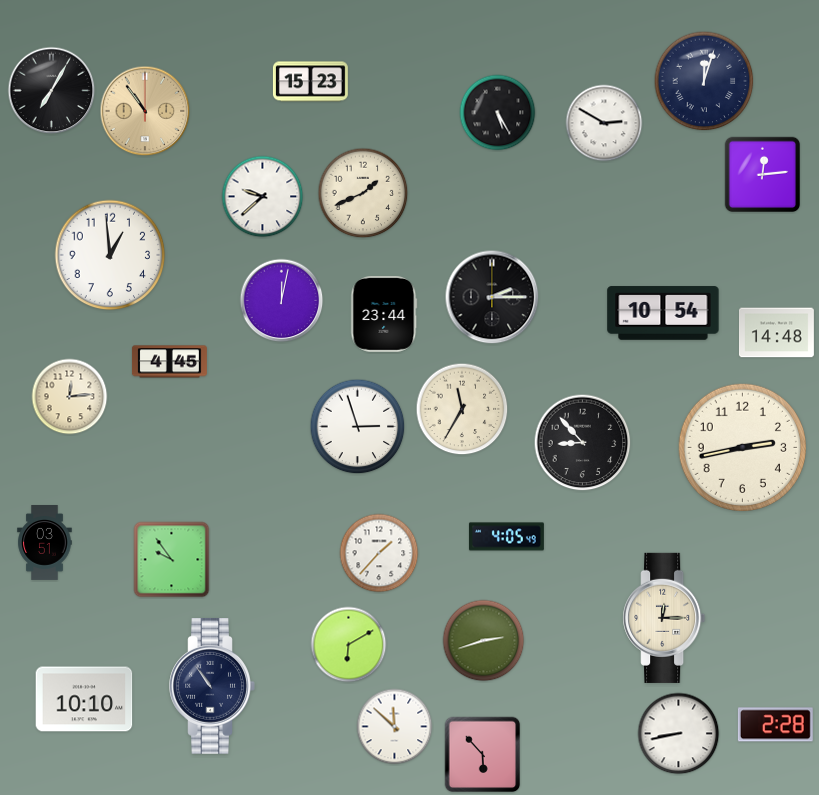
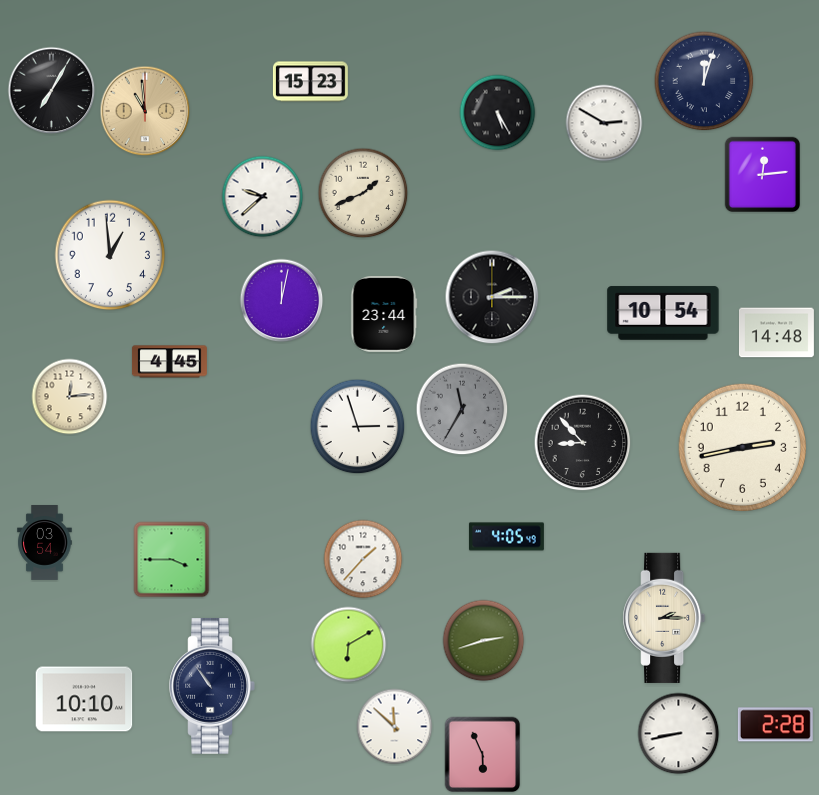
clock at (145, 111): 10:54 -> 10:59
clock at (462, 409) dial: cream -> grey
clock at (45, 543): 03:51 -> 03:54
clock at (379, 553) position: (379, 553) -> (363, 559)
clock at (172, 560): 9:54 -> 3:45
clock at (664, 618): 12:15 -> 2:15
clock at (483, 755): 5:53 -> 5:56
